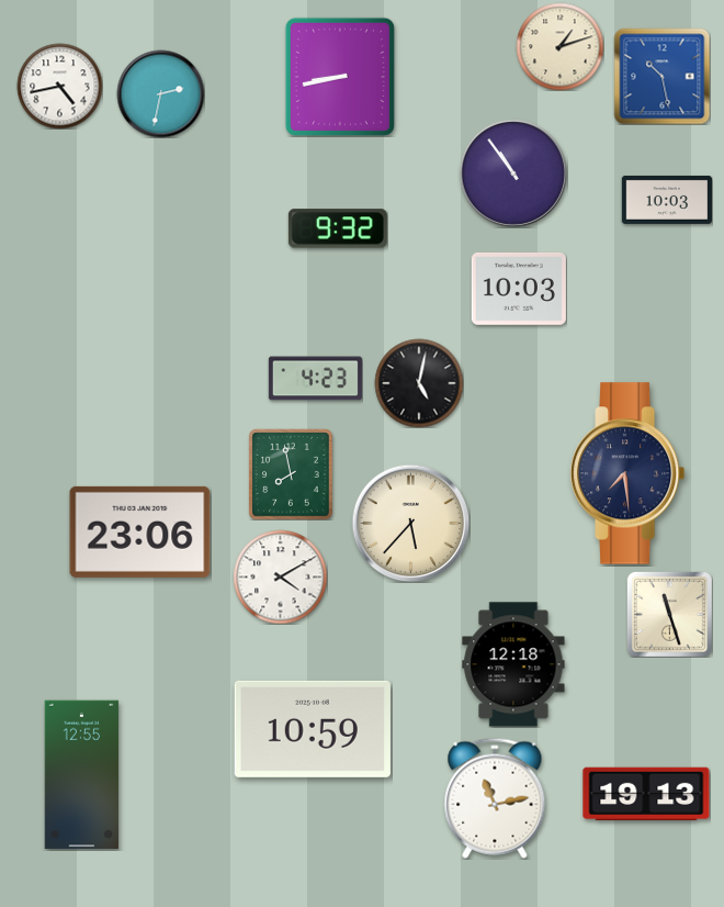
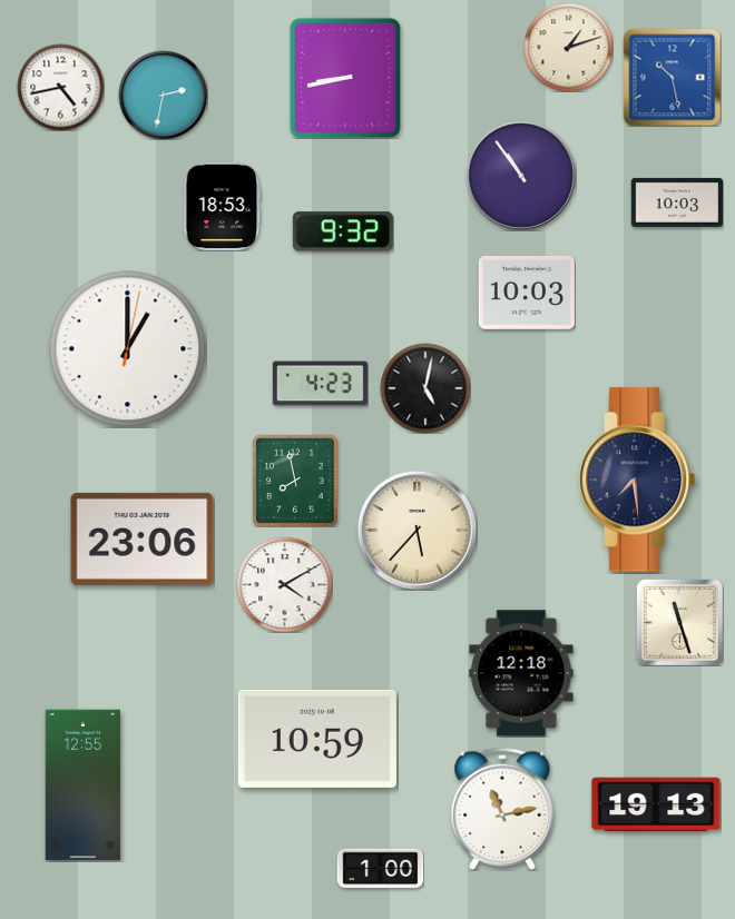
clock at (222, 206): none -> 18:53
clock at (128, 349): none -> 1:00
clock at (380, 869): none -> 1:00
